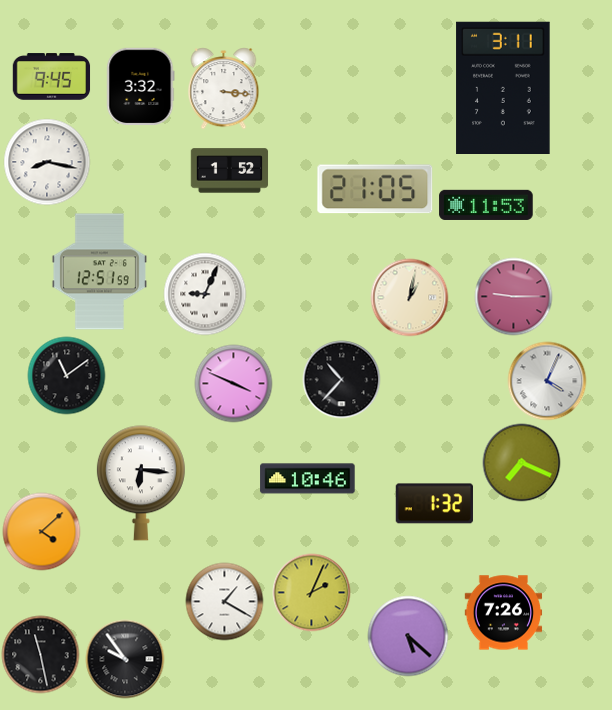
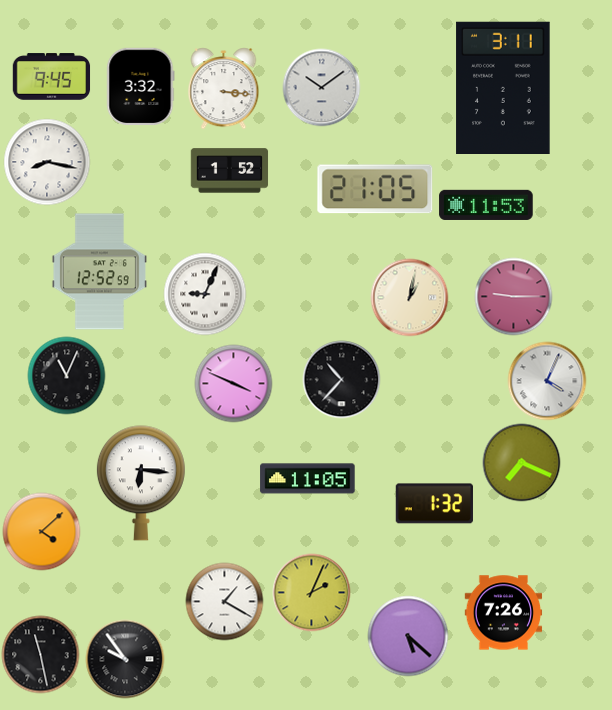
clock at (321, 87): none -> 10:09
clock at (99, 272): 12:51 -> 12:52
clock at (66, 375): 11:09 -> 11:04
clock at (308, 479): 10:46 -> 11:05
